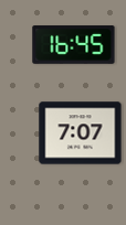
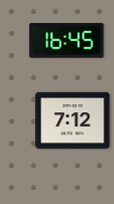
clock at (81, 133): 7:07 -> 7:12
